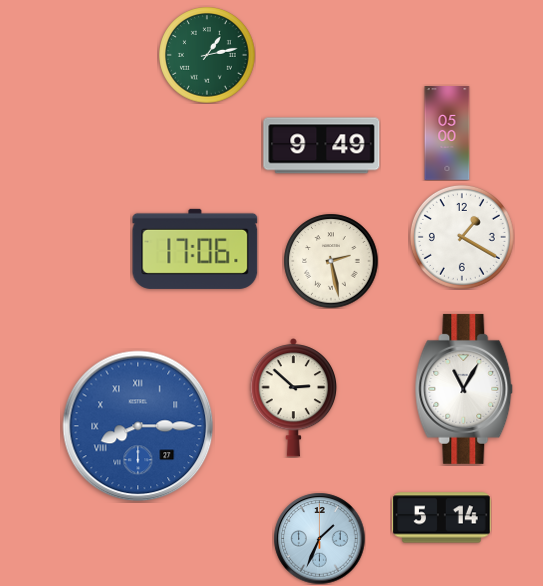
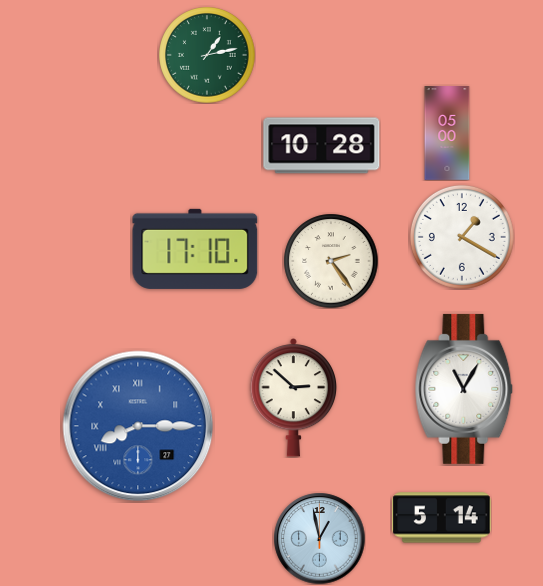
clock at (322, 146): 9:49 -> 10:28
clock at (195, 249): 17:06 -> 17:10
clock at (331, 261): 2:28 -> 2:24
clock at (319, 538): 1:34 -> 12:58
